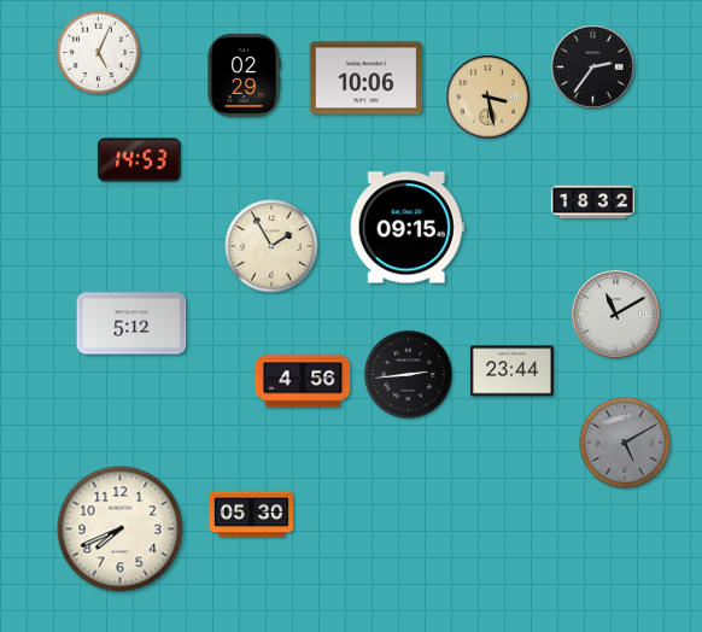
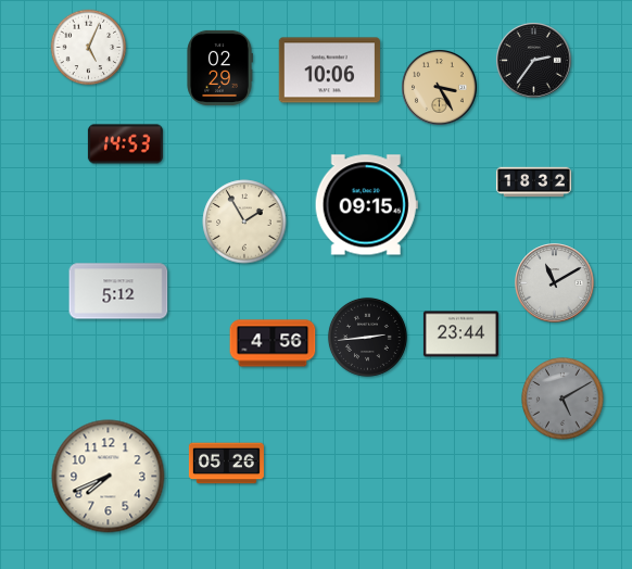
clock at (489, 98): 3:28 -> 3:25
clock at (251, 515): 05:30 -> 05:26
